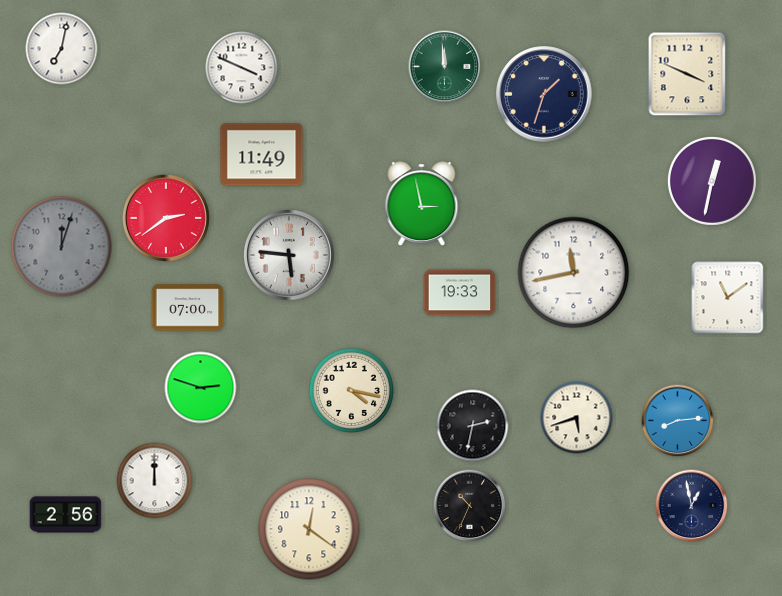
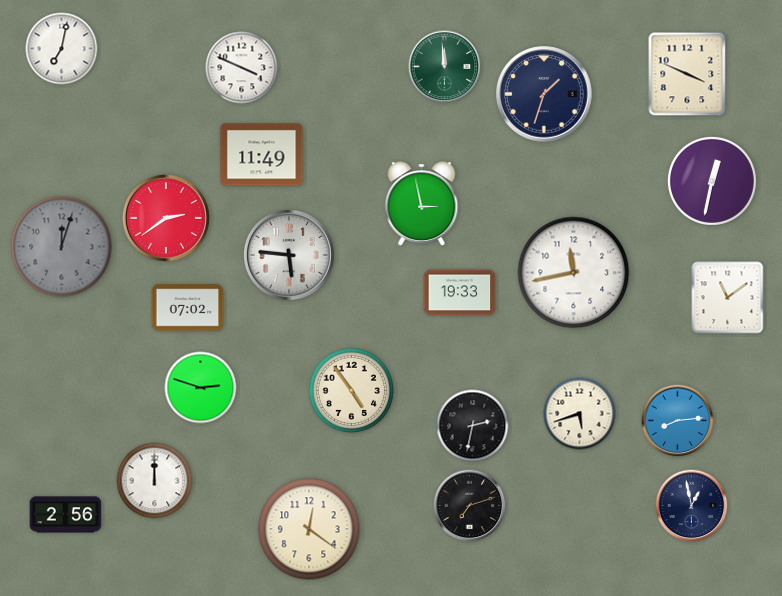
clock at (188, 308): 07:00 -> 07:02
clock at (351, 390): 4:17 -> 4:54
clock at (577, 418) position: (577, 418) -> (580, 414)
clock at (470, 506): 10:34 -> 7:12
